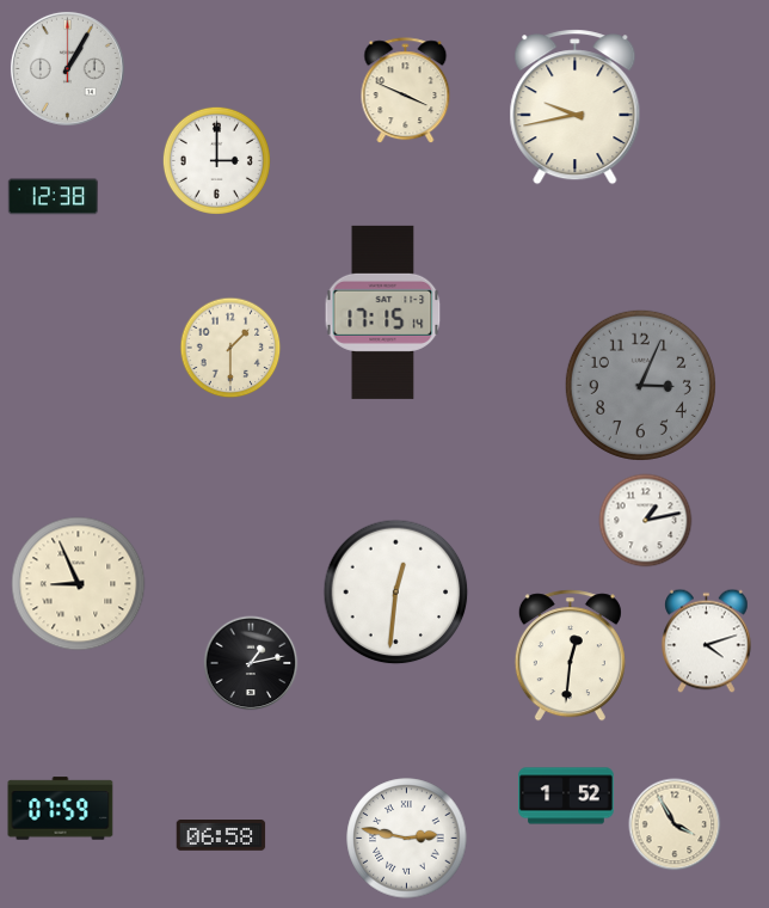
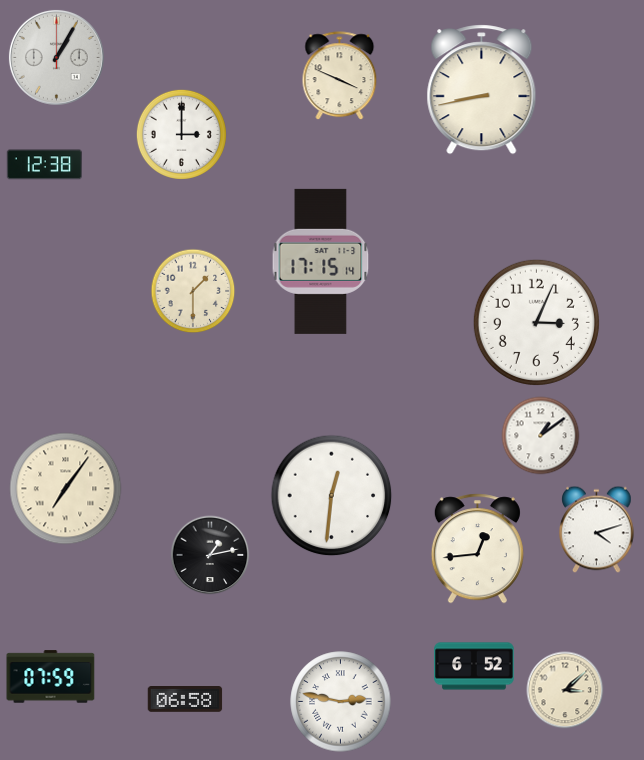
clock at (576, 108): 9:43 -> 8:43
clock at (640, 385) dial: grey -> white
clock at (646, 521): 1:13 -> 1:09
clock at (79, 584): 8:56 -> 7:06
clock at (707, 642) position: (707, 642) -> (597, 530)
clock at (570, 656): 12:31 -> 12:44
clock at (566, 796): 1:52 -> 6:52
clock at (675, 824): 3:55 -> 3:08
